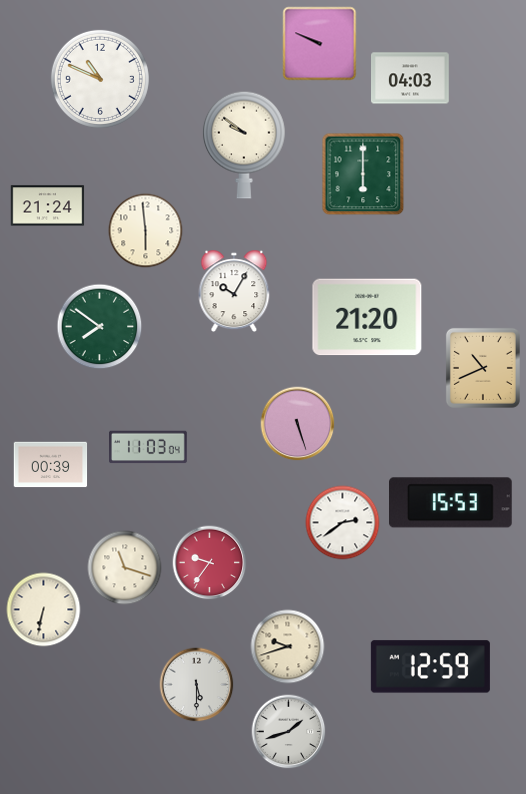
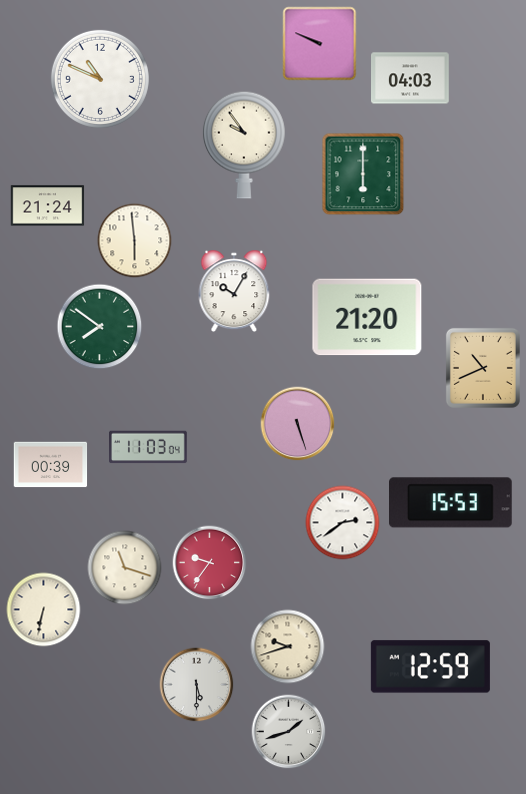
clock at (244, 145): 9:51 -> 9:54
clock at (146, 231) position: (146, 231) -> (135, 241)
